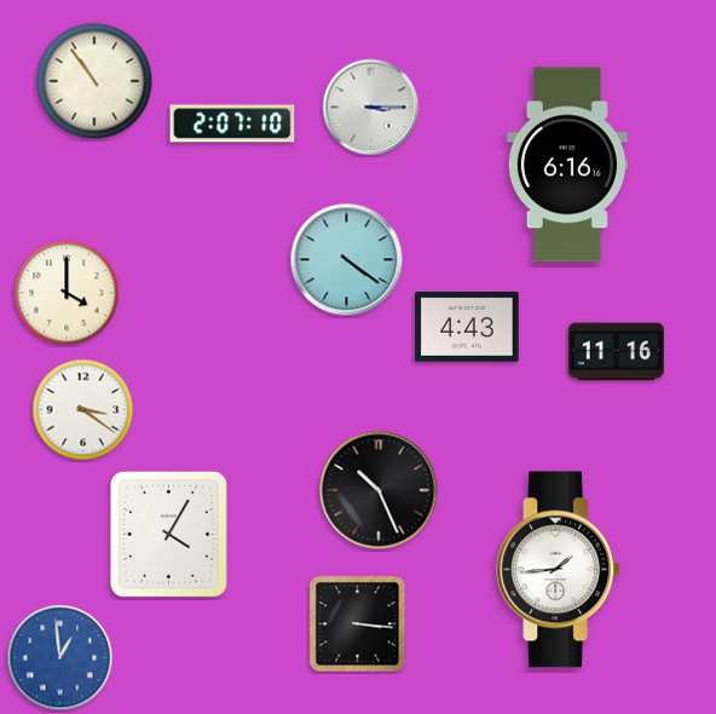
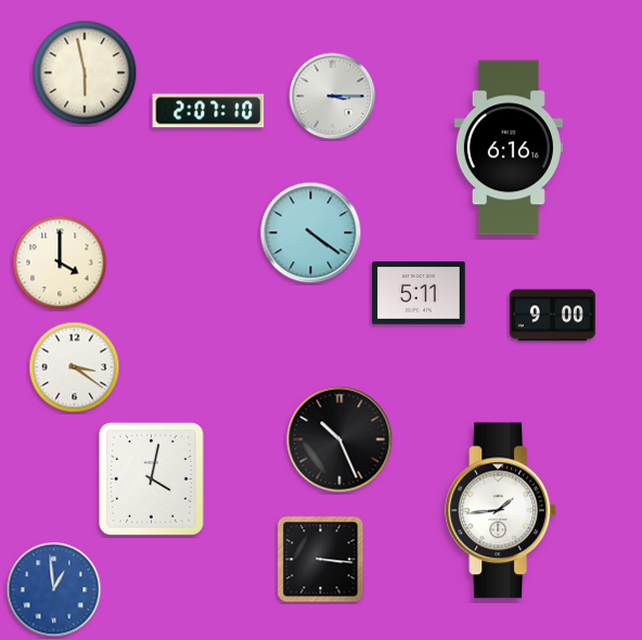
clock at (94, 81): 10:54 -> 5:58
clock at (467, 328): 4:43 -> 5:11
clock at (616, 352): 11:16 -> 9:00
clock at (168, 534): 4:05 -> 4:02
